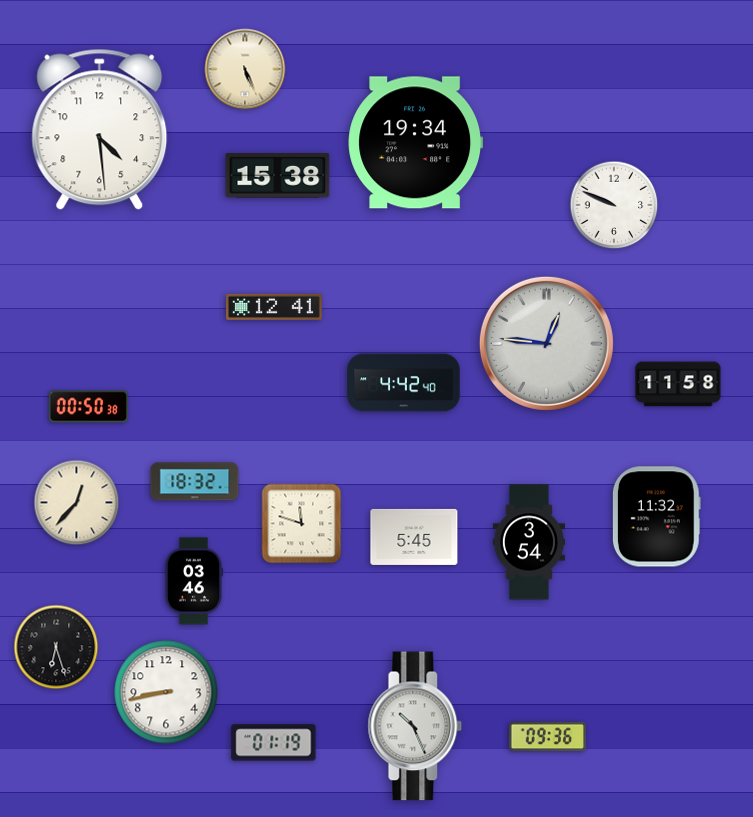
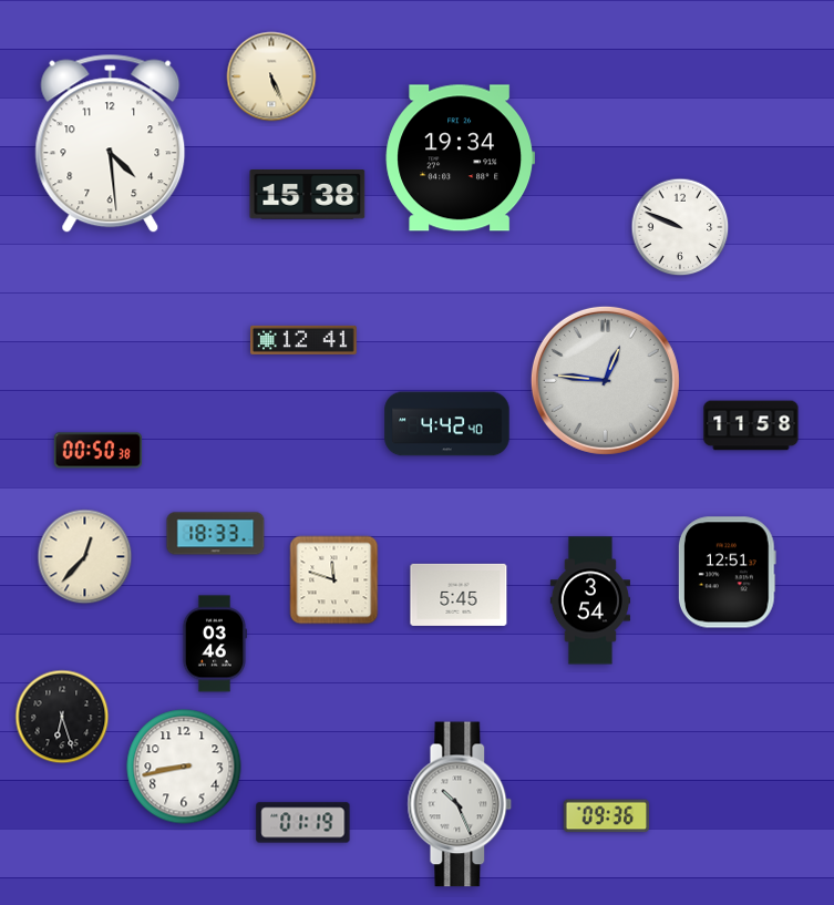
clock at (195, 482): 18:32 -> 18:33
clock at (656, 517): 11:32 -> 12:51
clock at (529, 542) position: (529, 542) -> (590, 600)
